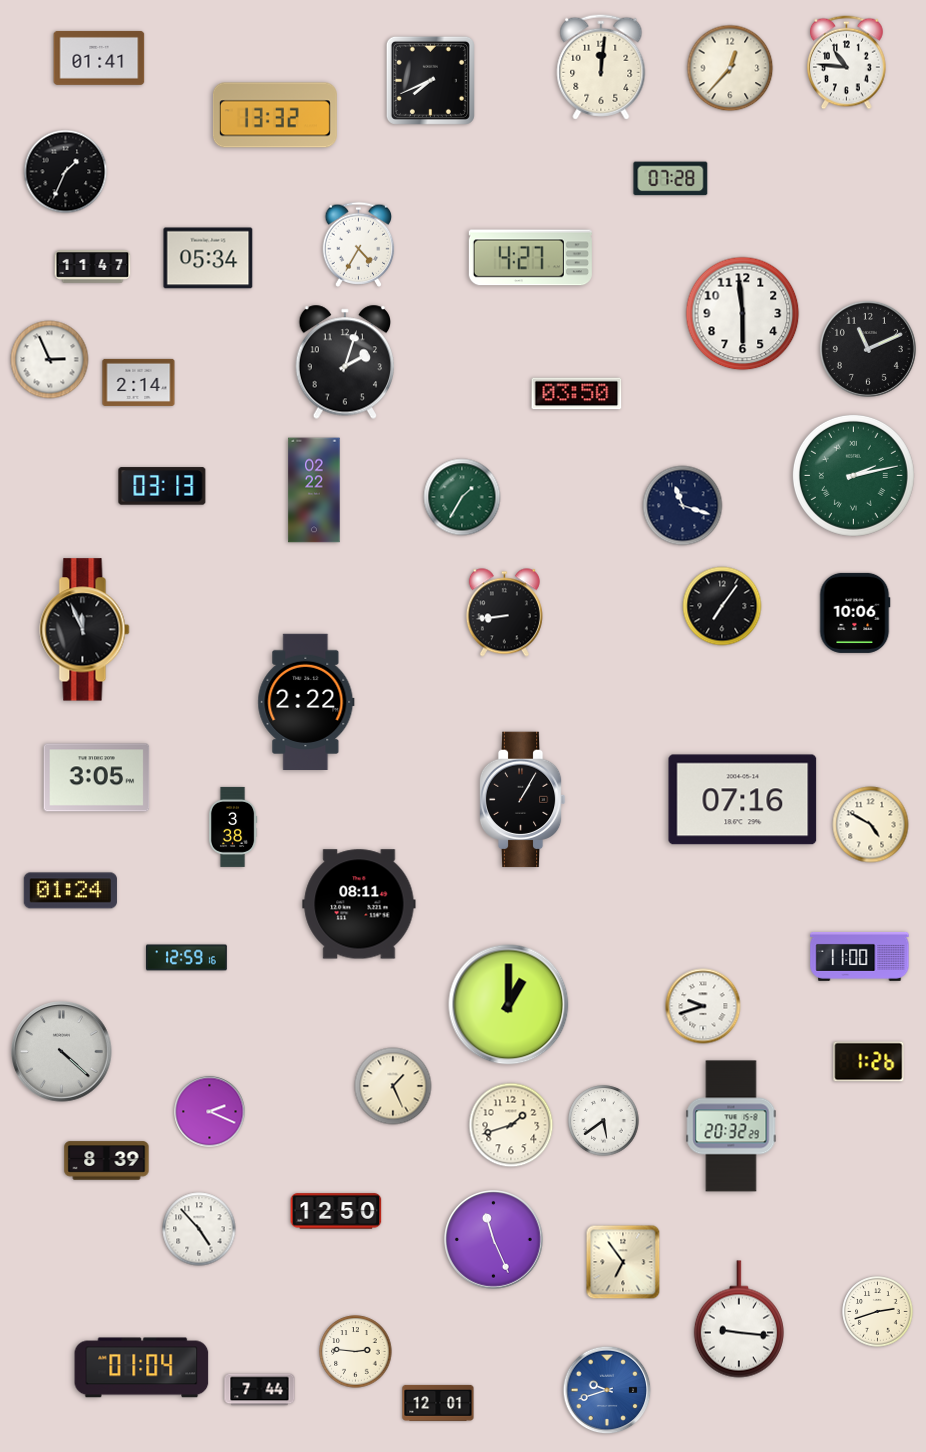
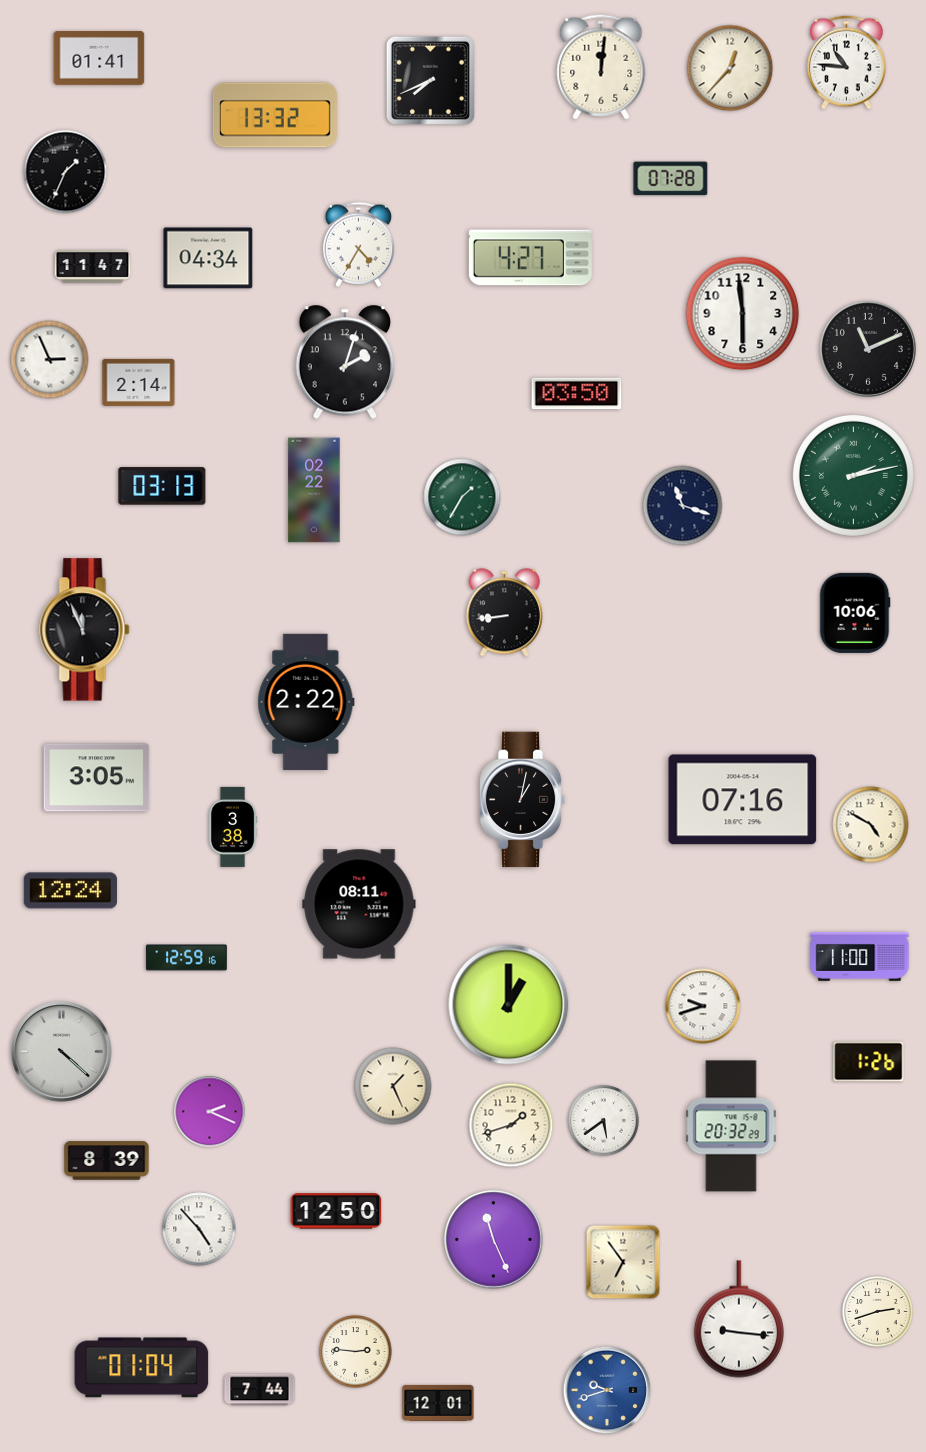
clock at (208, 258): 05:34 -> 04:34
clock at (722, 606): 7:06 -> none
clock at (522, 800): 1:05 -> 1:02
clock at (70, 891): 01:24 -> 12:24
